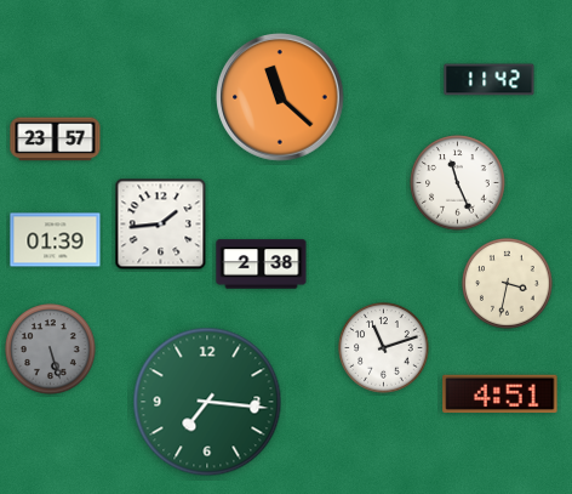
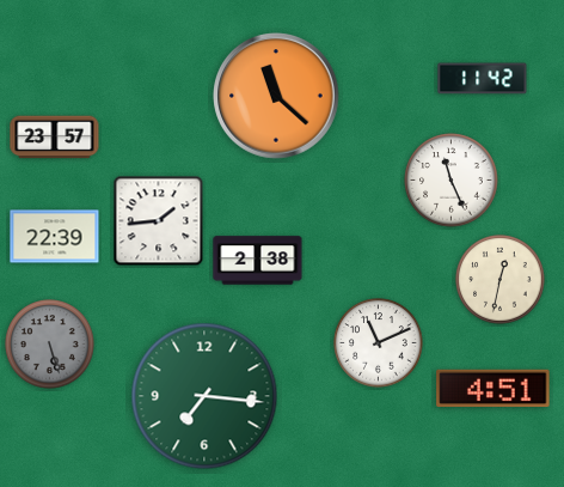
clock at (56, 240): 01:39 -> 22:39
clock at (508, 284): 3:32 -> 12:32
clock at (384, 348): 11:12 -> 11:11
